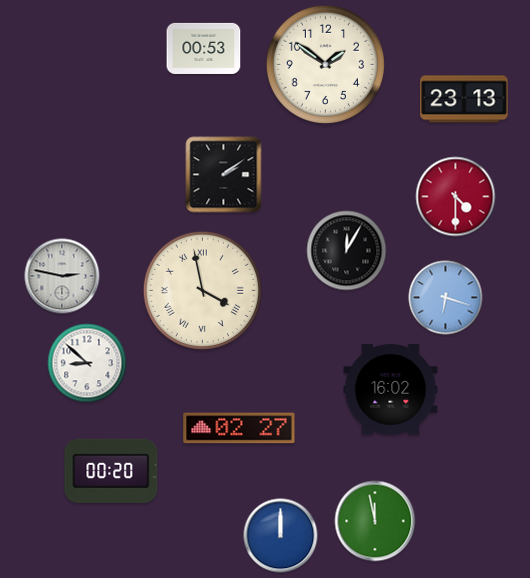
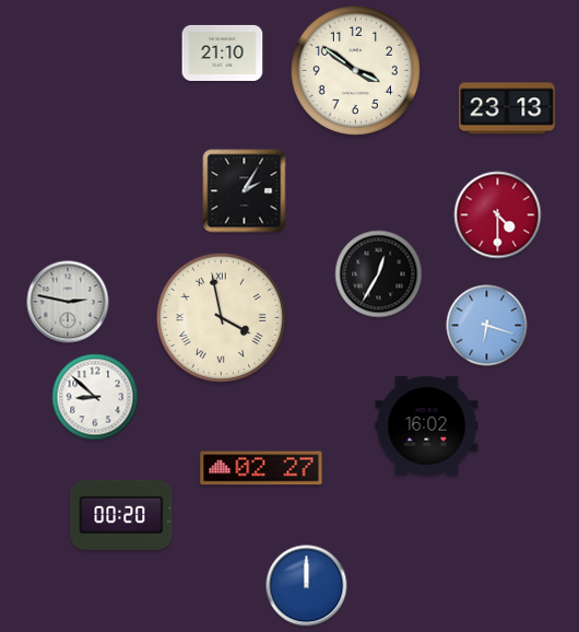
clock at (204, 48): 00:53 -> 21:10
clock at (325, 64): 1:51 -> 3:51
clock at (224, 175): 2:09 -> 2:05
clock at (347, 251): 12:05 -> 12:35
clock at (375, 521): 11:58 -> none
